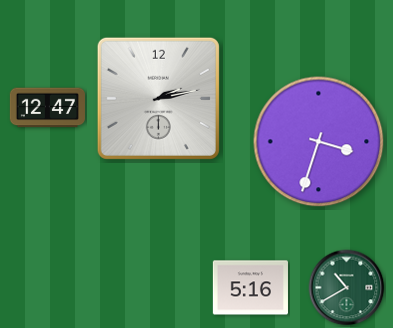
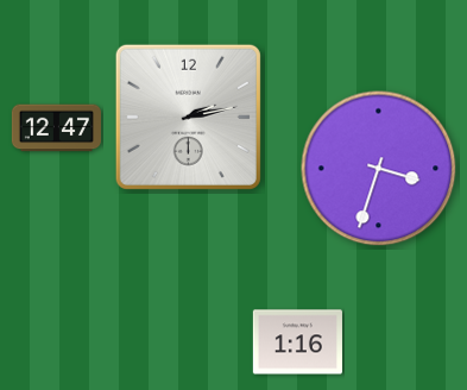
clock at (250, 288): 5:16 -> 1:16
clock at (347, 288): 10:40 -> none
